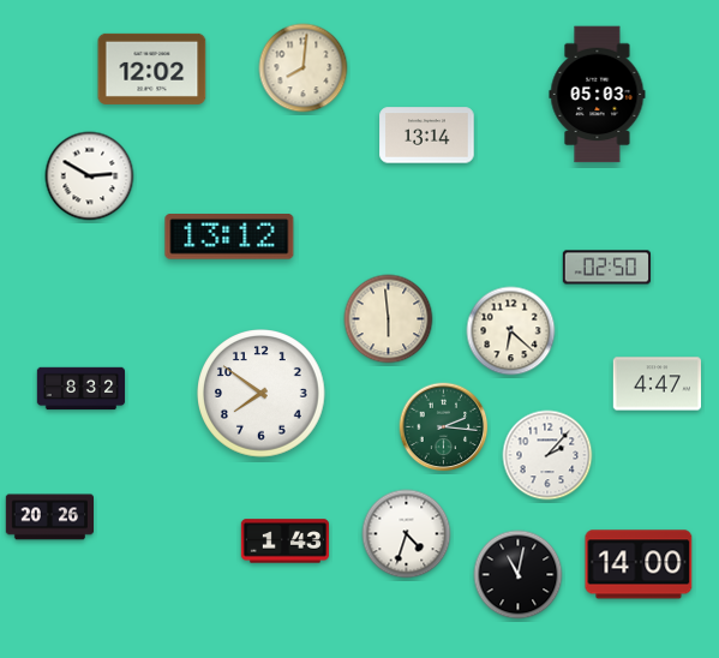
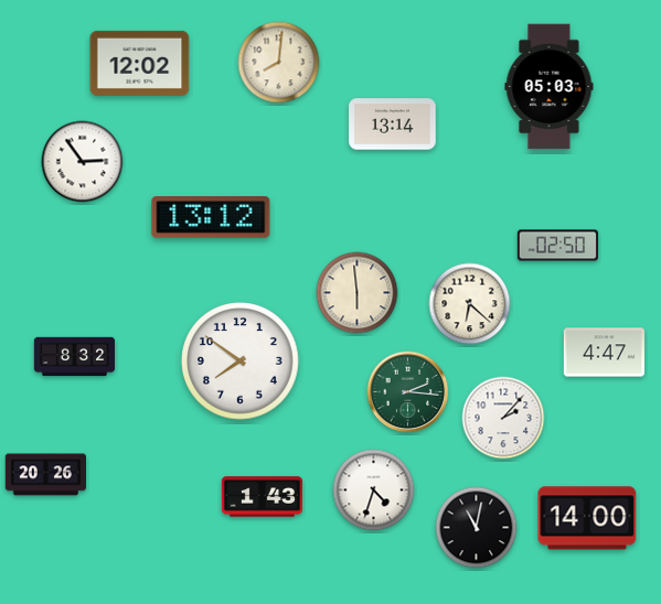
clock at (90, 177): 2:50 -> 2:54
